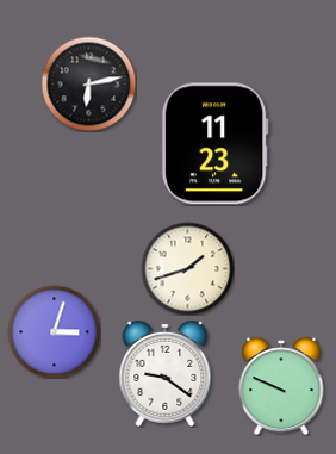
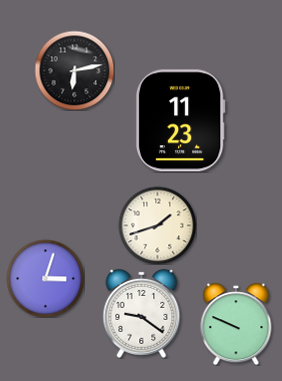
clock at (166, 373) position: (166, 373) -> (142, 313)
